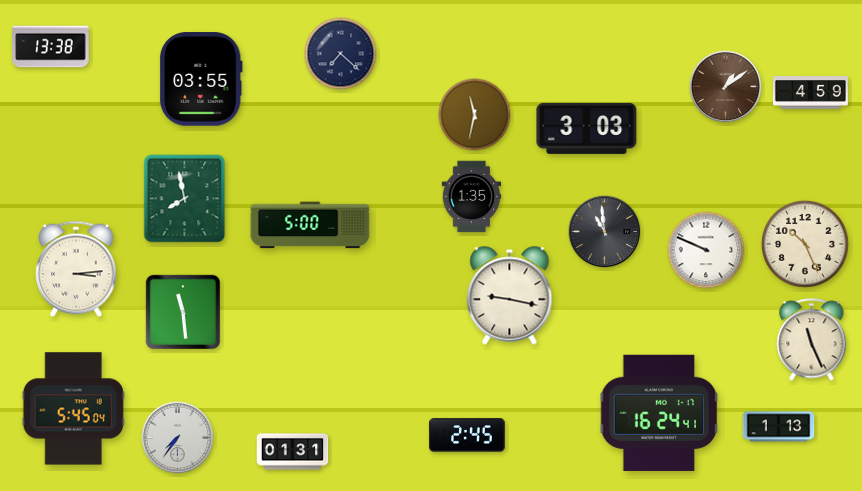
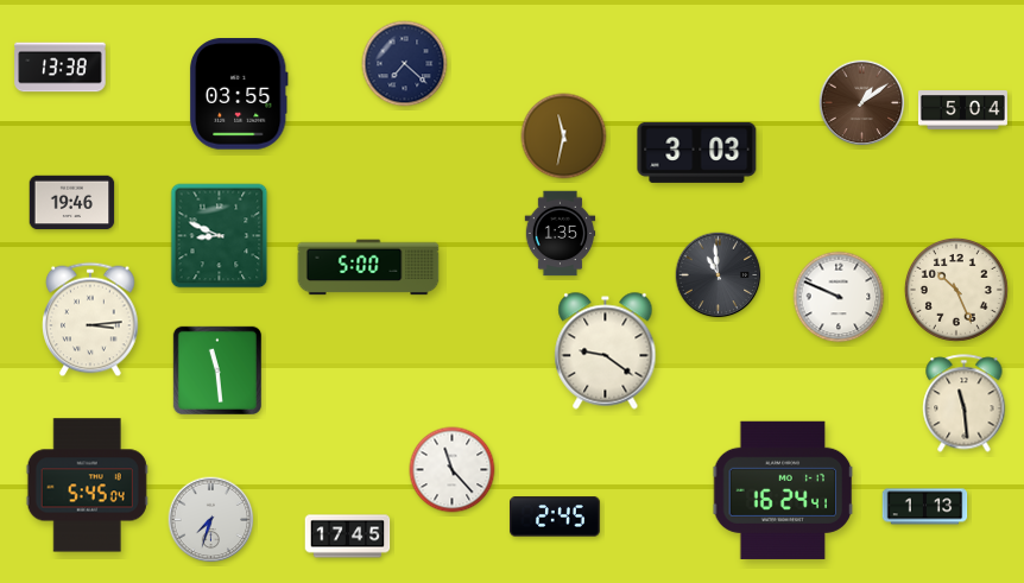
clock at (51, 47) position: (51, 47) -> (61, 68)
clock at (810, 93): 4:59 -> 5:04
clock at (72, 203): none -> 19:46
clock at (185, 199): 7:58 -> 8:49
clock at (510, 296): 9:17 -> 9:21
clock at (812, 340): 11:26 -> 11:29
clock at (453, 470): none -> 11:23
clock at (178, 438): 7:36 -> 7:33
clock at (293, 452): 01:31 -> 17:45
